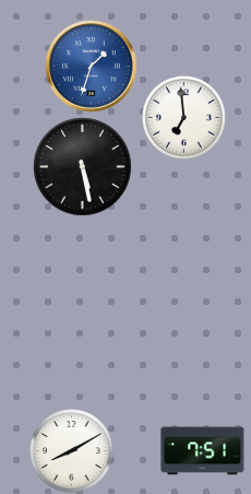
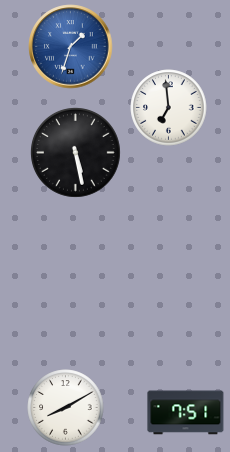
clock at (92, 67) position: (92, 67) -> (71, 47)
clock at (72, 451) position: (72, 451) -> (66, 408)
